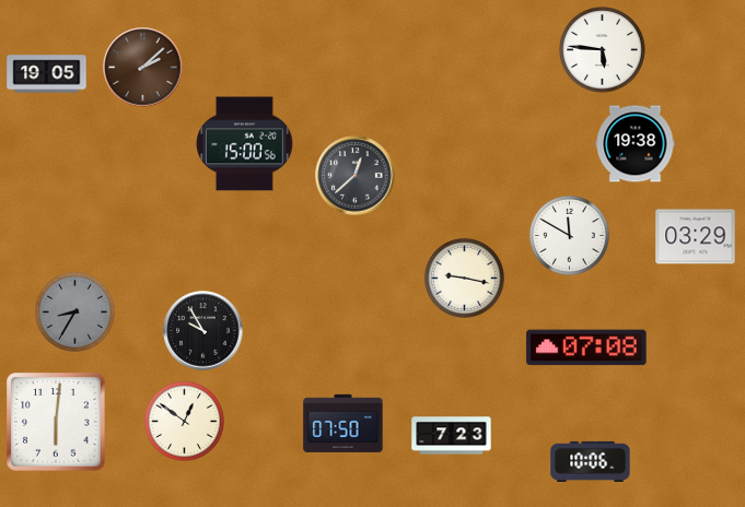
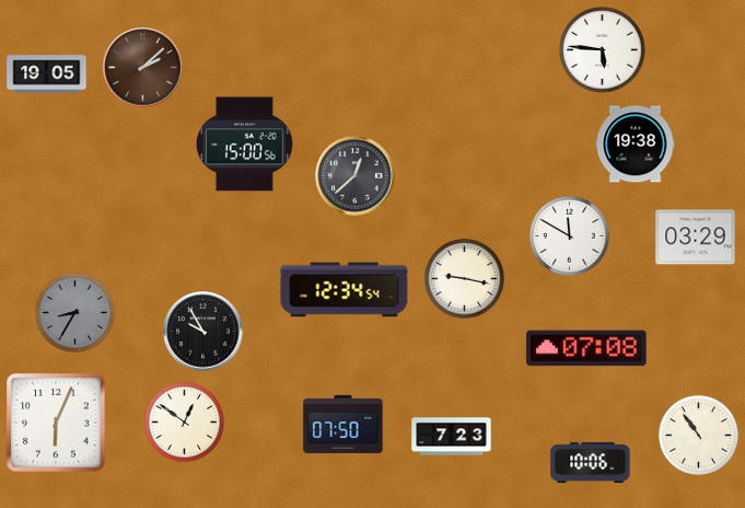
clock at (345, 290): none -> 12:34
clock at (56, 422): 6:01 -> 6:04
clock at (698, 435): none -> 10:54
